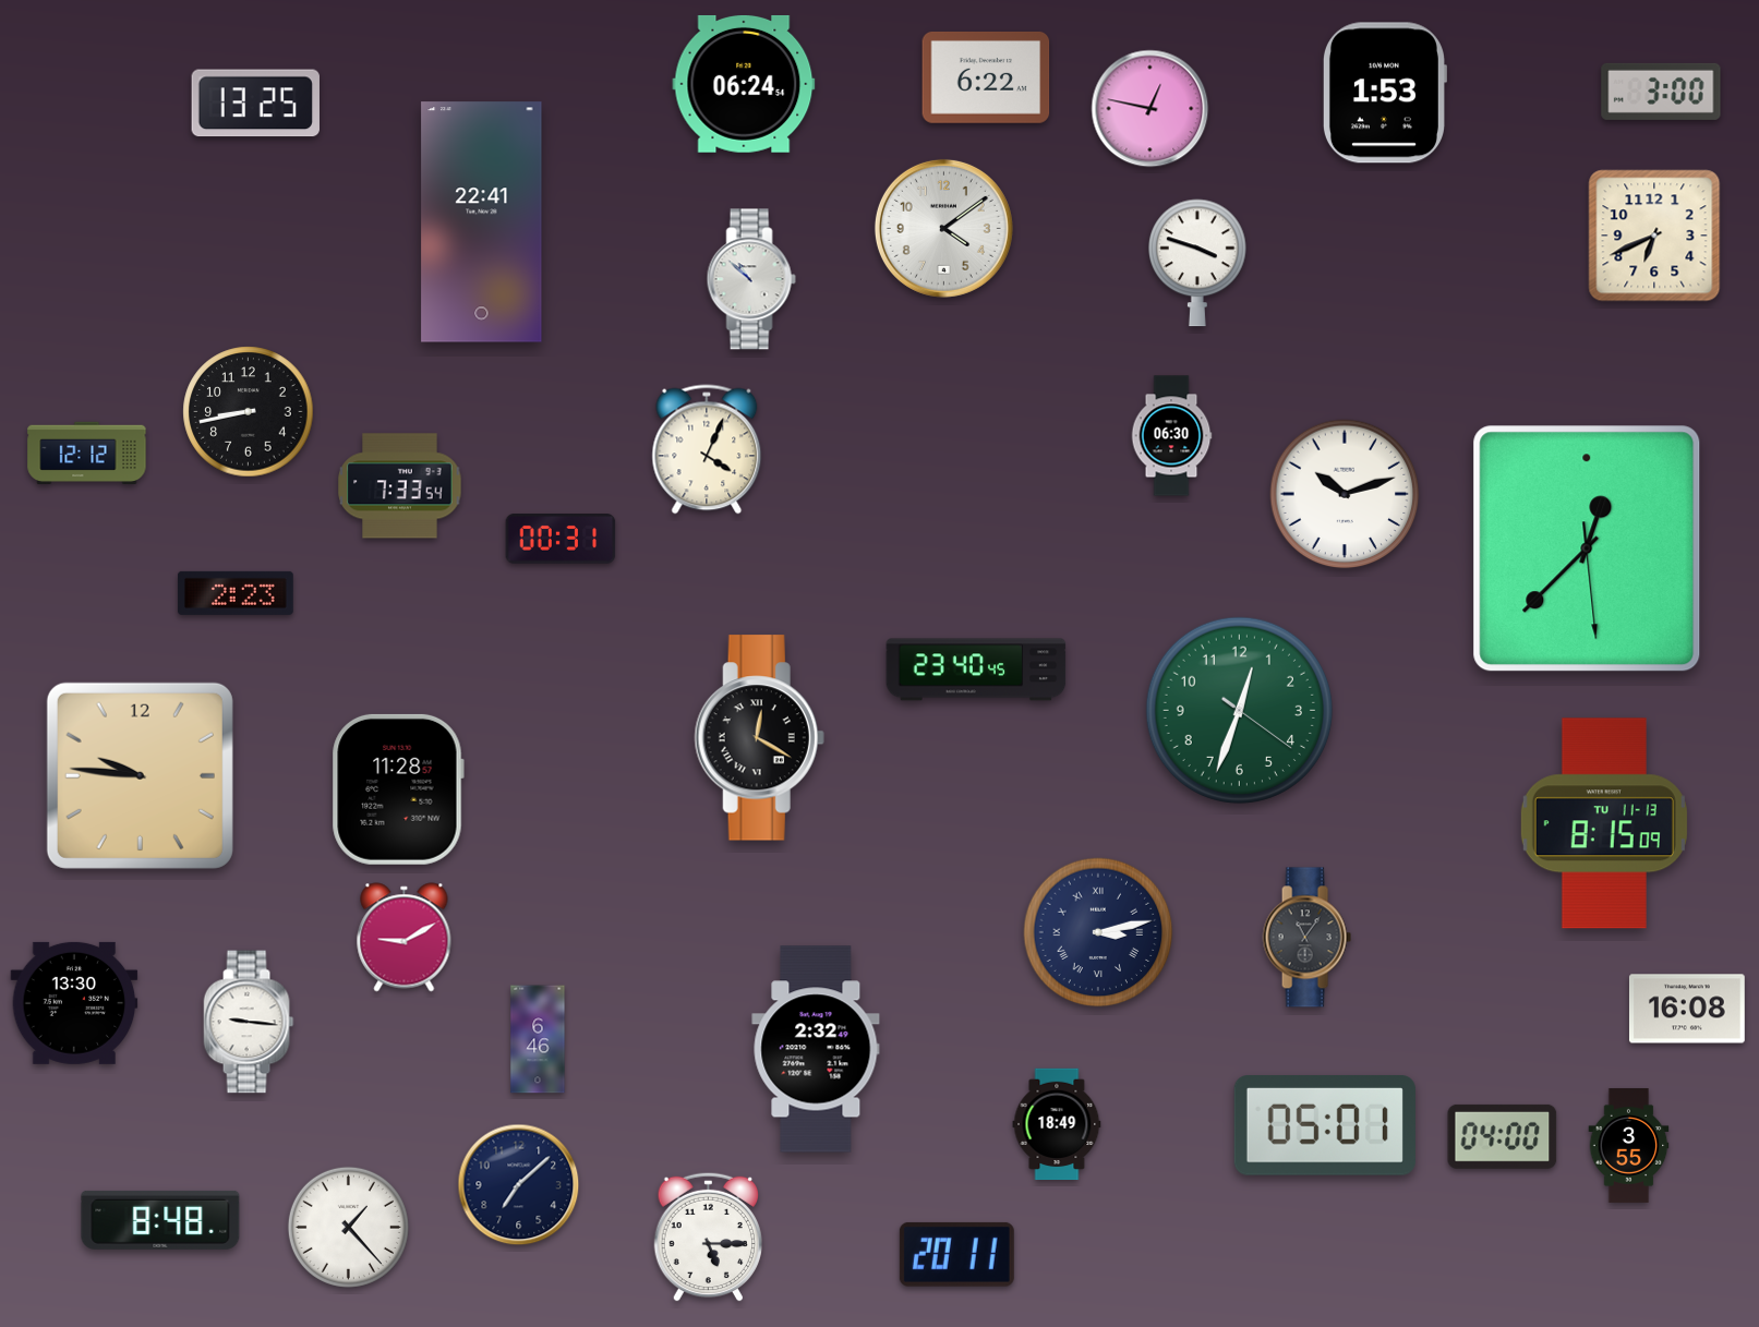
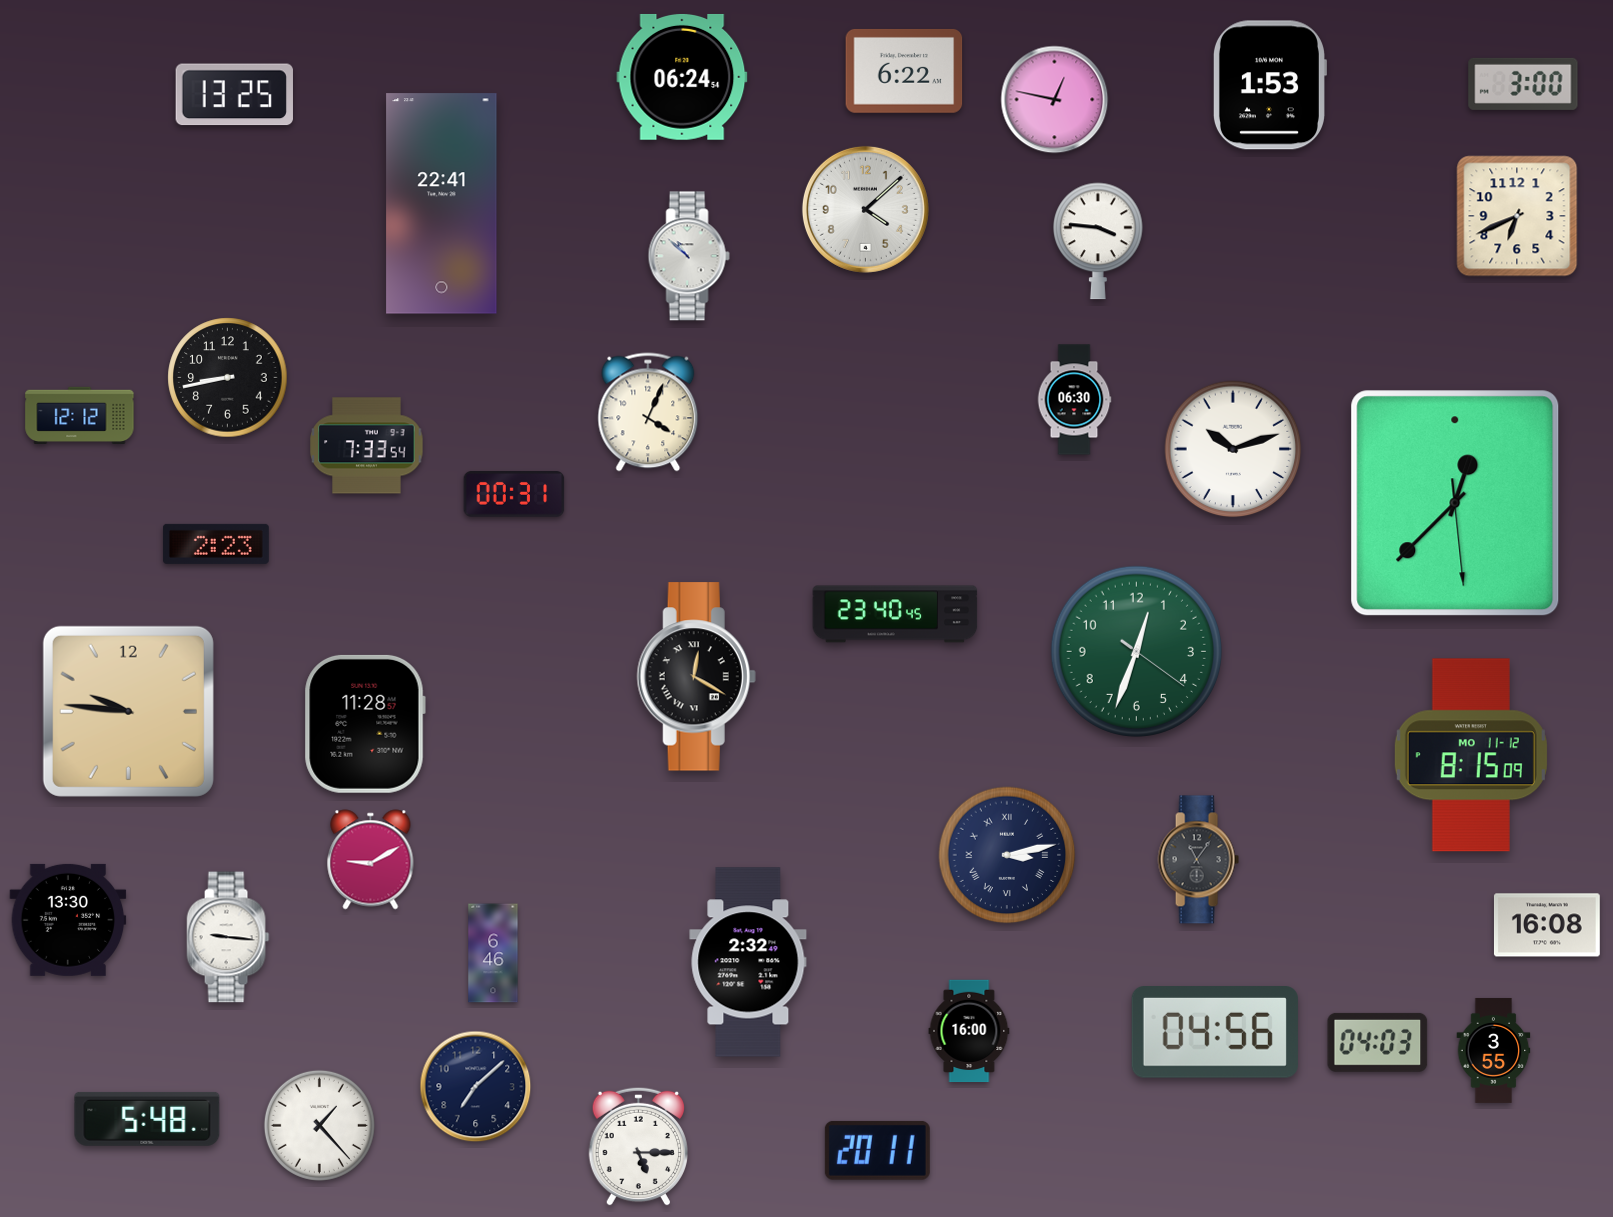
clock at (943, 228): 4:09 -> 4:08
clock at (1198, 263): 3:48 -> 3:46
clock at (1345, 494) position: (1345, 494) -> (1233, 449)
clock at (1604, 823) date: TU 11-13 -> MO 11-12
clock at (1057, 1124): 18:49 -> 16:00
clock at (1325, 1126): 05:01 -> 04:56
clock at (1503, 1136): 04:00 -> 04:03
clock at (160, 1220): 8:48 -> 5:48
clock at (708, 1236) position: (708, 1236) -> (638, 1146)
